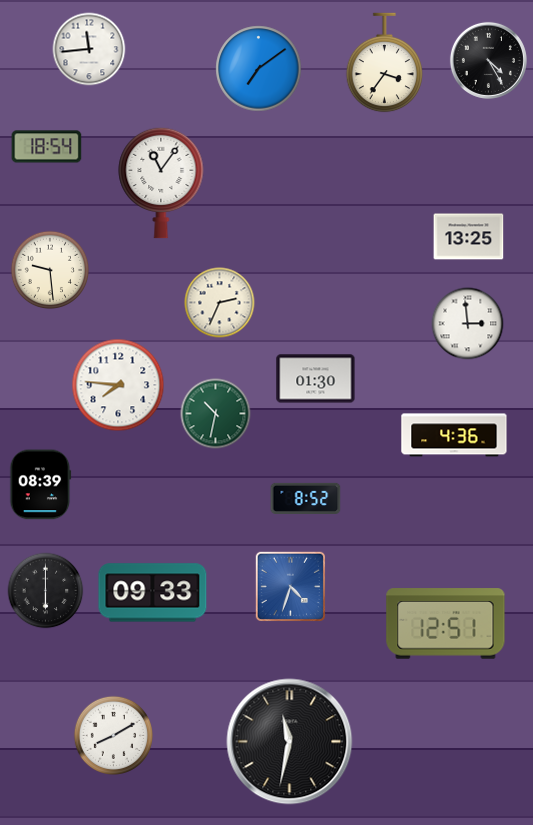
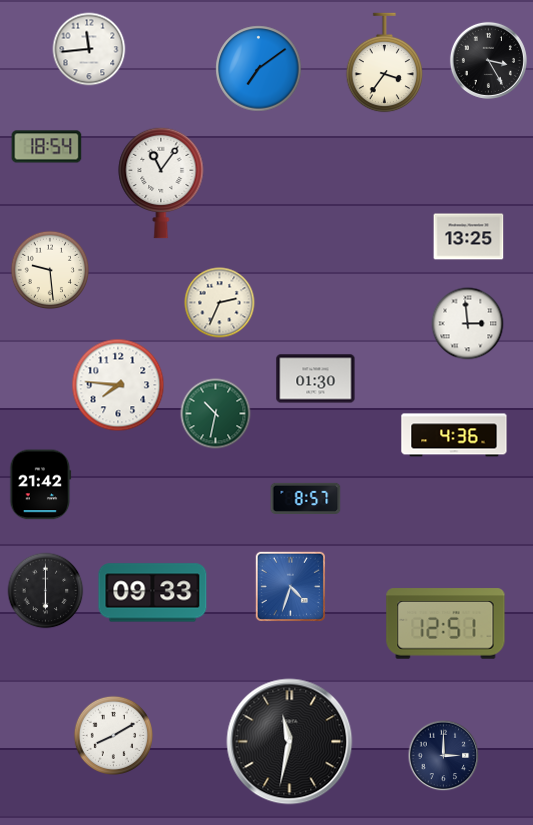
clock at (488, 60): 4:25 -> 3:25
clock at (41, 485): 08:39 -> 21:42
clock at (306, 498): 8:52 -> 8:57
clock at (444, 756): none -> 3:00
